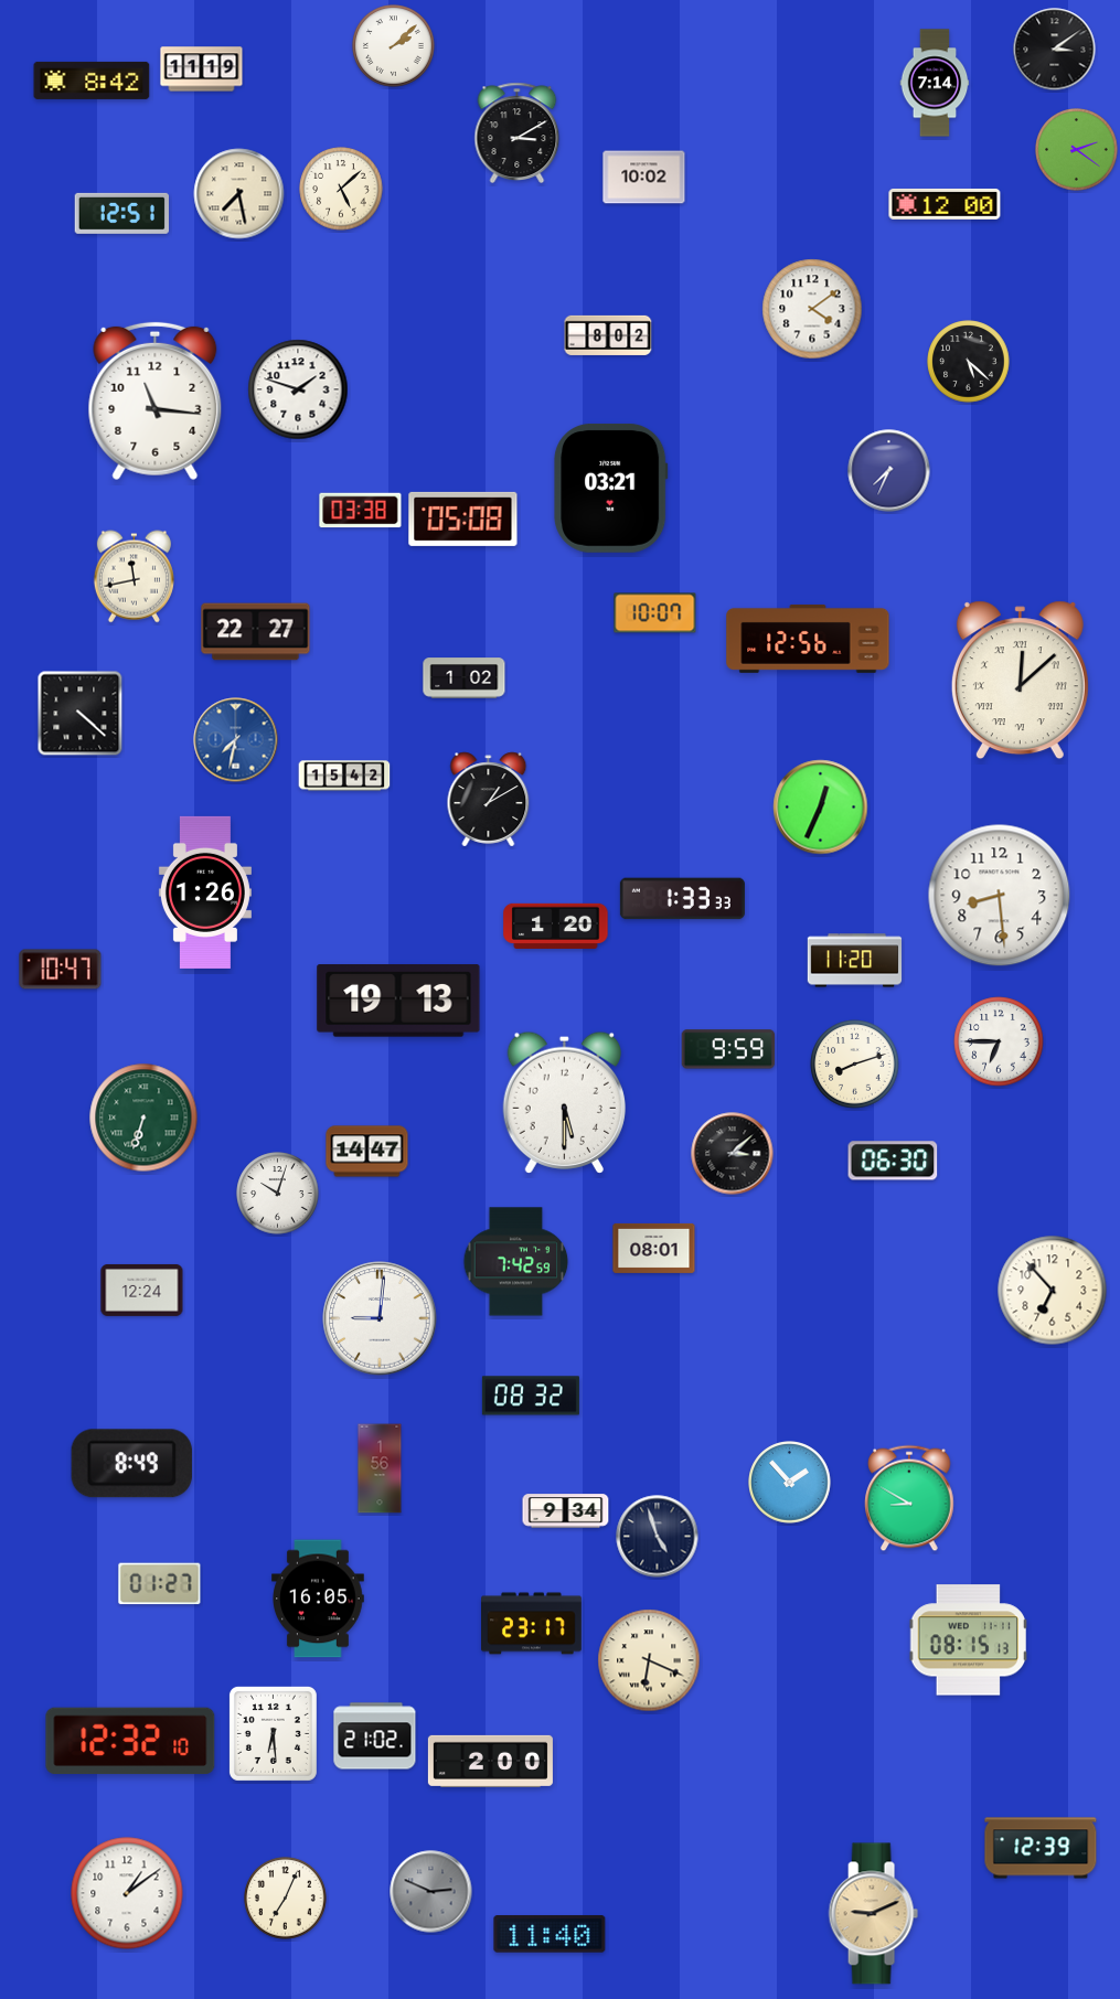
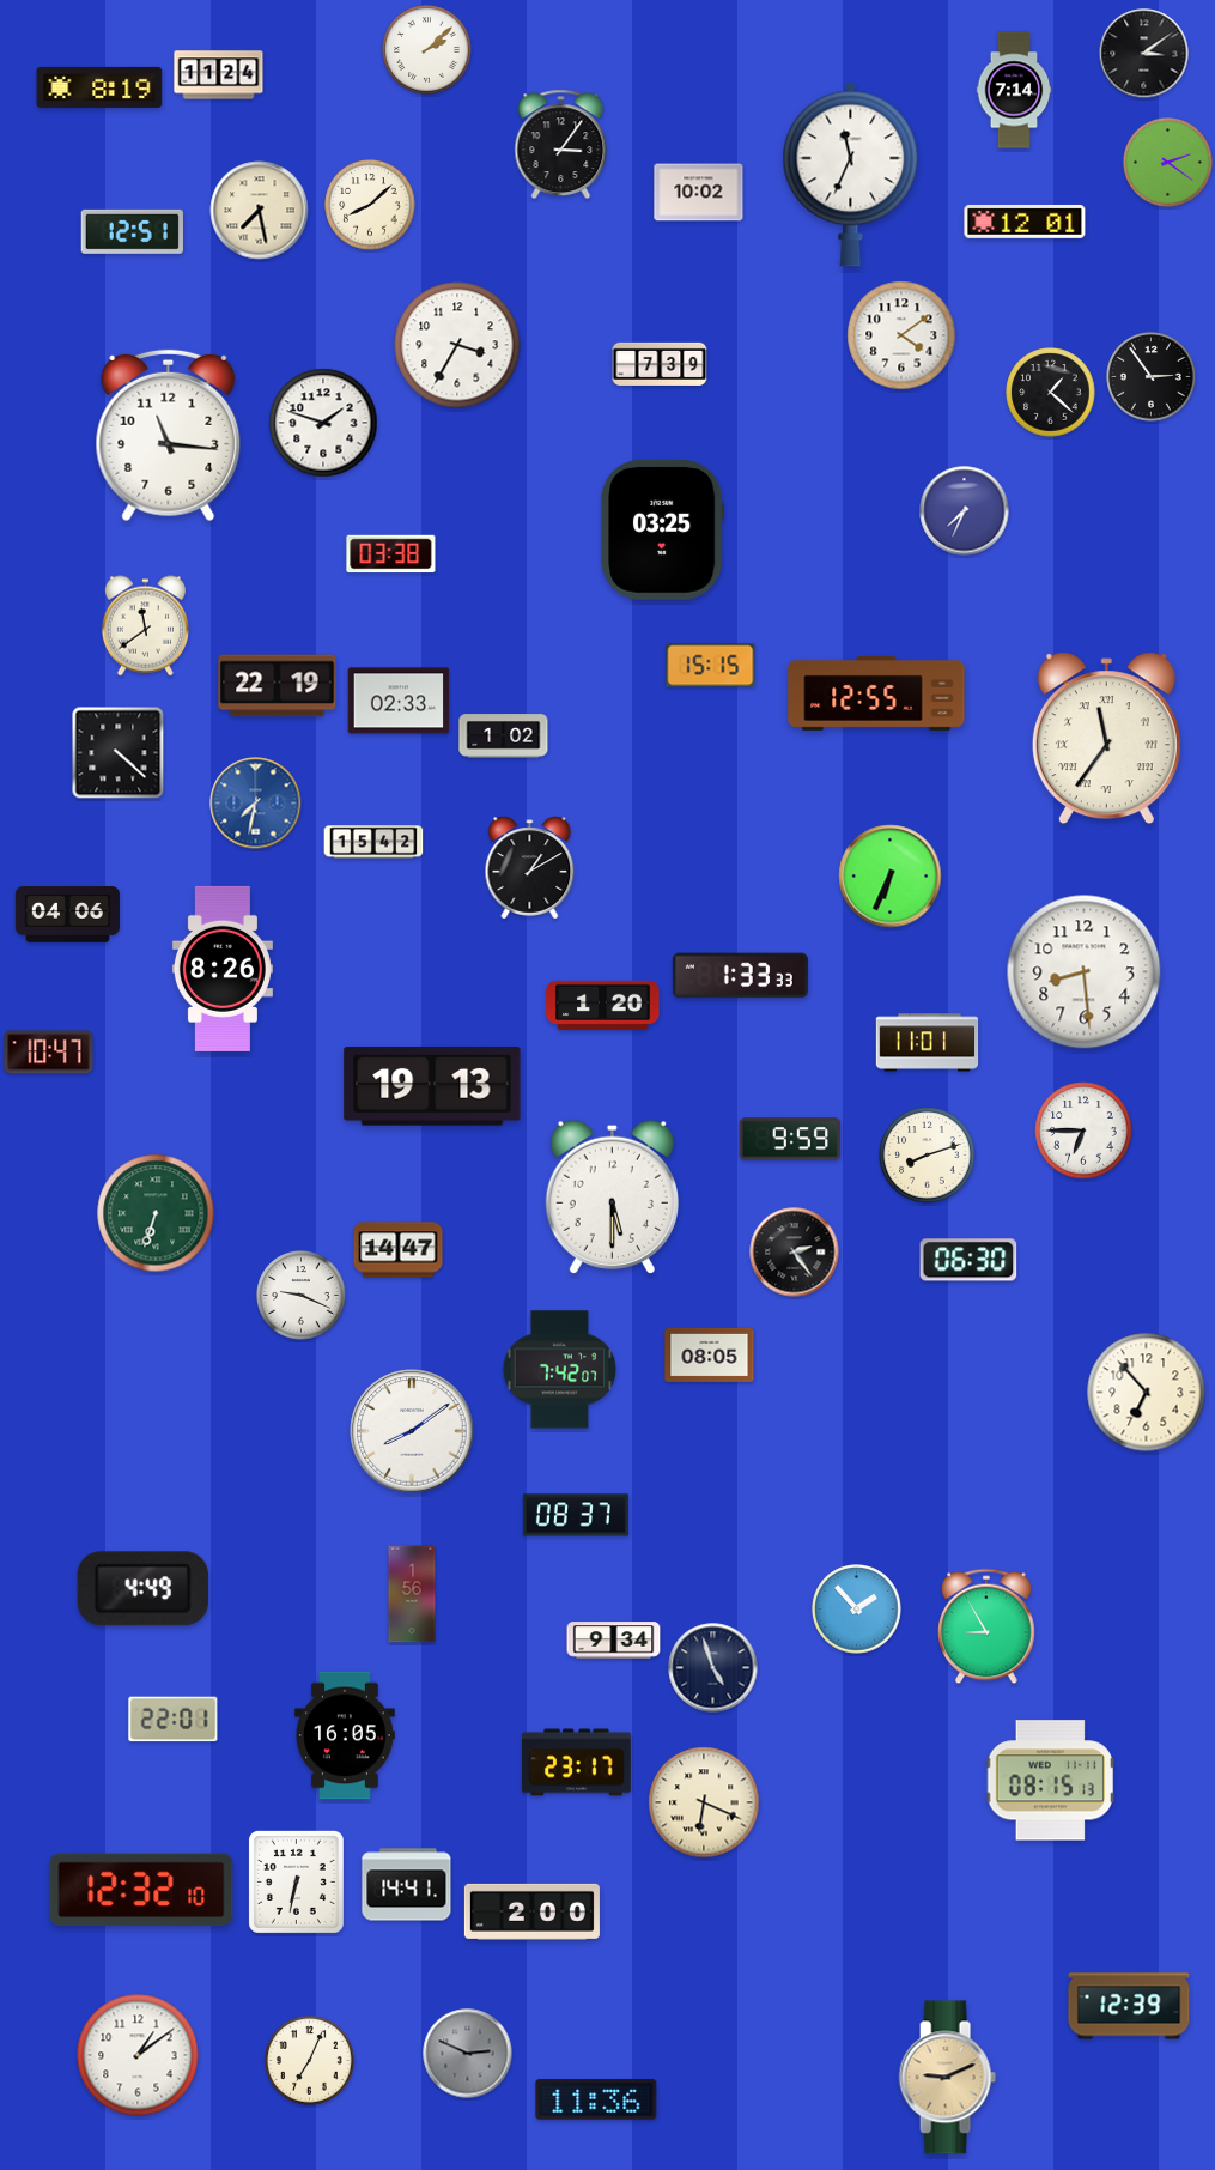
clock at (202, 70): 11:19 -> 11:24
clock at (92, 81): 8:42 -> 8:19
clock at (518, 132): 3:10 -> 3:06
clock at (851, 174): none -> 11:34
clock at (341, 189): 5:08 -> 8:08
clock at (945, 204): 12:00 -> 12:01
clock at (812, 309) position: (812, 309) -> (901, 335)
clock at (457, 345): none -> 3:35
clock at (608, 335): 8:02 -> 7:39
clock at (1152, 377): none -> 2:54
clock at (969, 362): 5:22 -> 1:22
clock at (611, 488): 03:21 -> 03:25
clock at (463, 519): 05:08 -> none
clock at (134, 577): 11:43 -> 11:39
clock at (655, 613): 10:07 -> 15:15
clock at (256, 632): 22:27 -> 22:19
clock at (808, 639): 12:56 -> 12:55
clock at (399, 701): none -> 02:33
clock at (1020, 681): 12:08 -> 11:36
clock at (81, 714) position: (81, 714) -> (119, 753)
clock at (821, 808): 12:34 -> 6:34
clock at (67, 915): none -> 04:06
clock at (205, 892): 1:26 -> 8:26
clock at (855, 961): 11:20 -> 11:01
clock at (61, 970) position: (61, 970) -> (49, 1053)
clock at (733, 1154): 3:08 -> 2:24
clock at (278, 1194): 10:03 -> 9:19
clock at (654, 1248): 08:01 -> 08:05
clock at (516, 1262): 7:42:59 -> 7:42:07
clock at (142, 1290): 12:24 -> none
clock at (1053, 1291) position: (1053, 1291) -> (1147, 1393)
clock at (380, 1318): 9:01 -> 8:09
clock at (531, 1396): 08:32 -> 08:37
clock at (131, 1464): 8:49 -> 4:49
clock at (909, 1498): 8:50 -> 8:55
clock at (160, 1584): 01:27 -> 22:01
clock at (273, 1733): 6:29 -> 6:32
clock at (375, 1736): 21:02 -> 14:41
clock at (550, 1934): 11:40 -> 11:36
